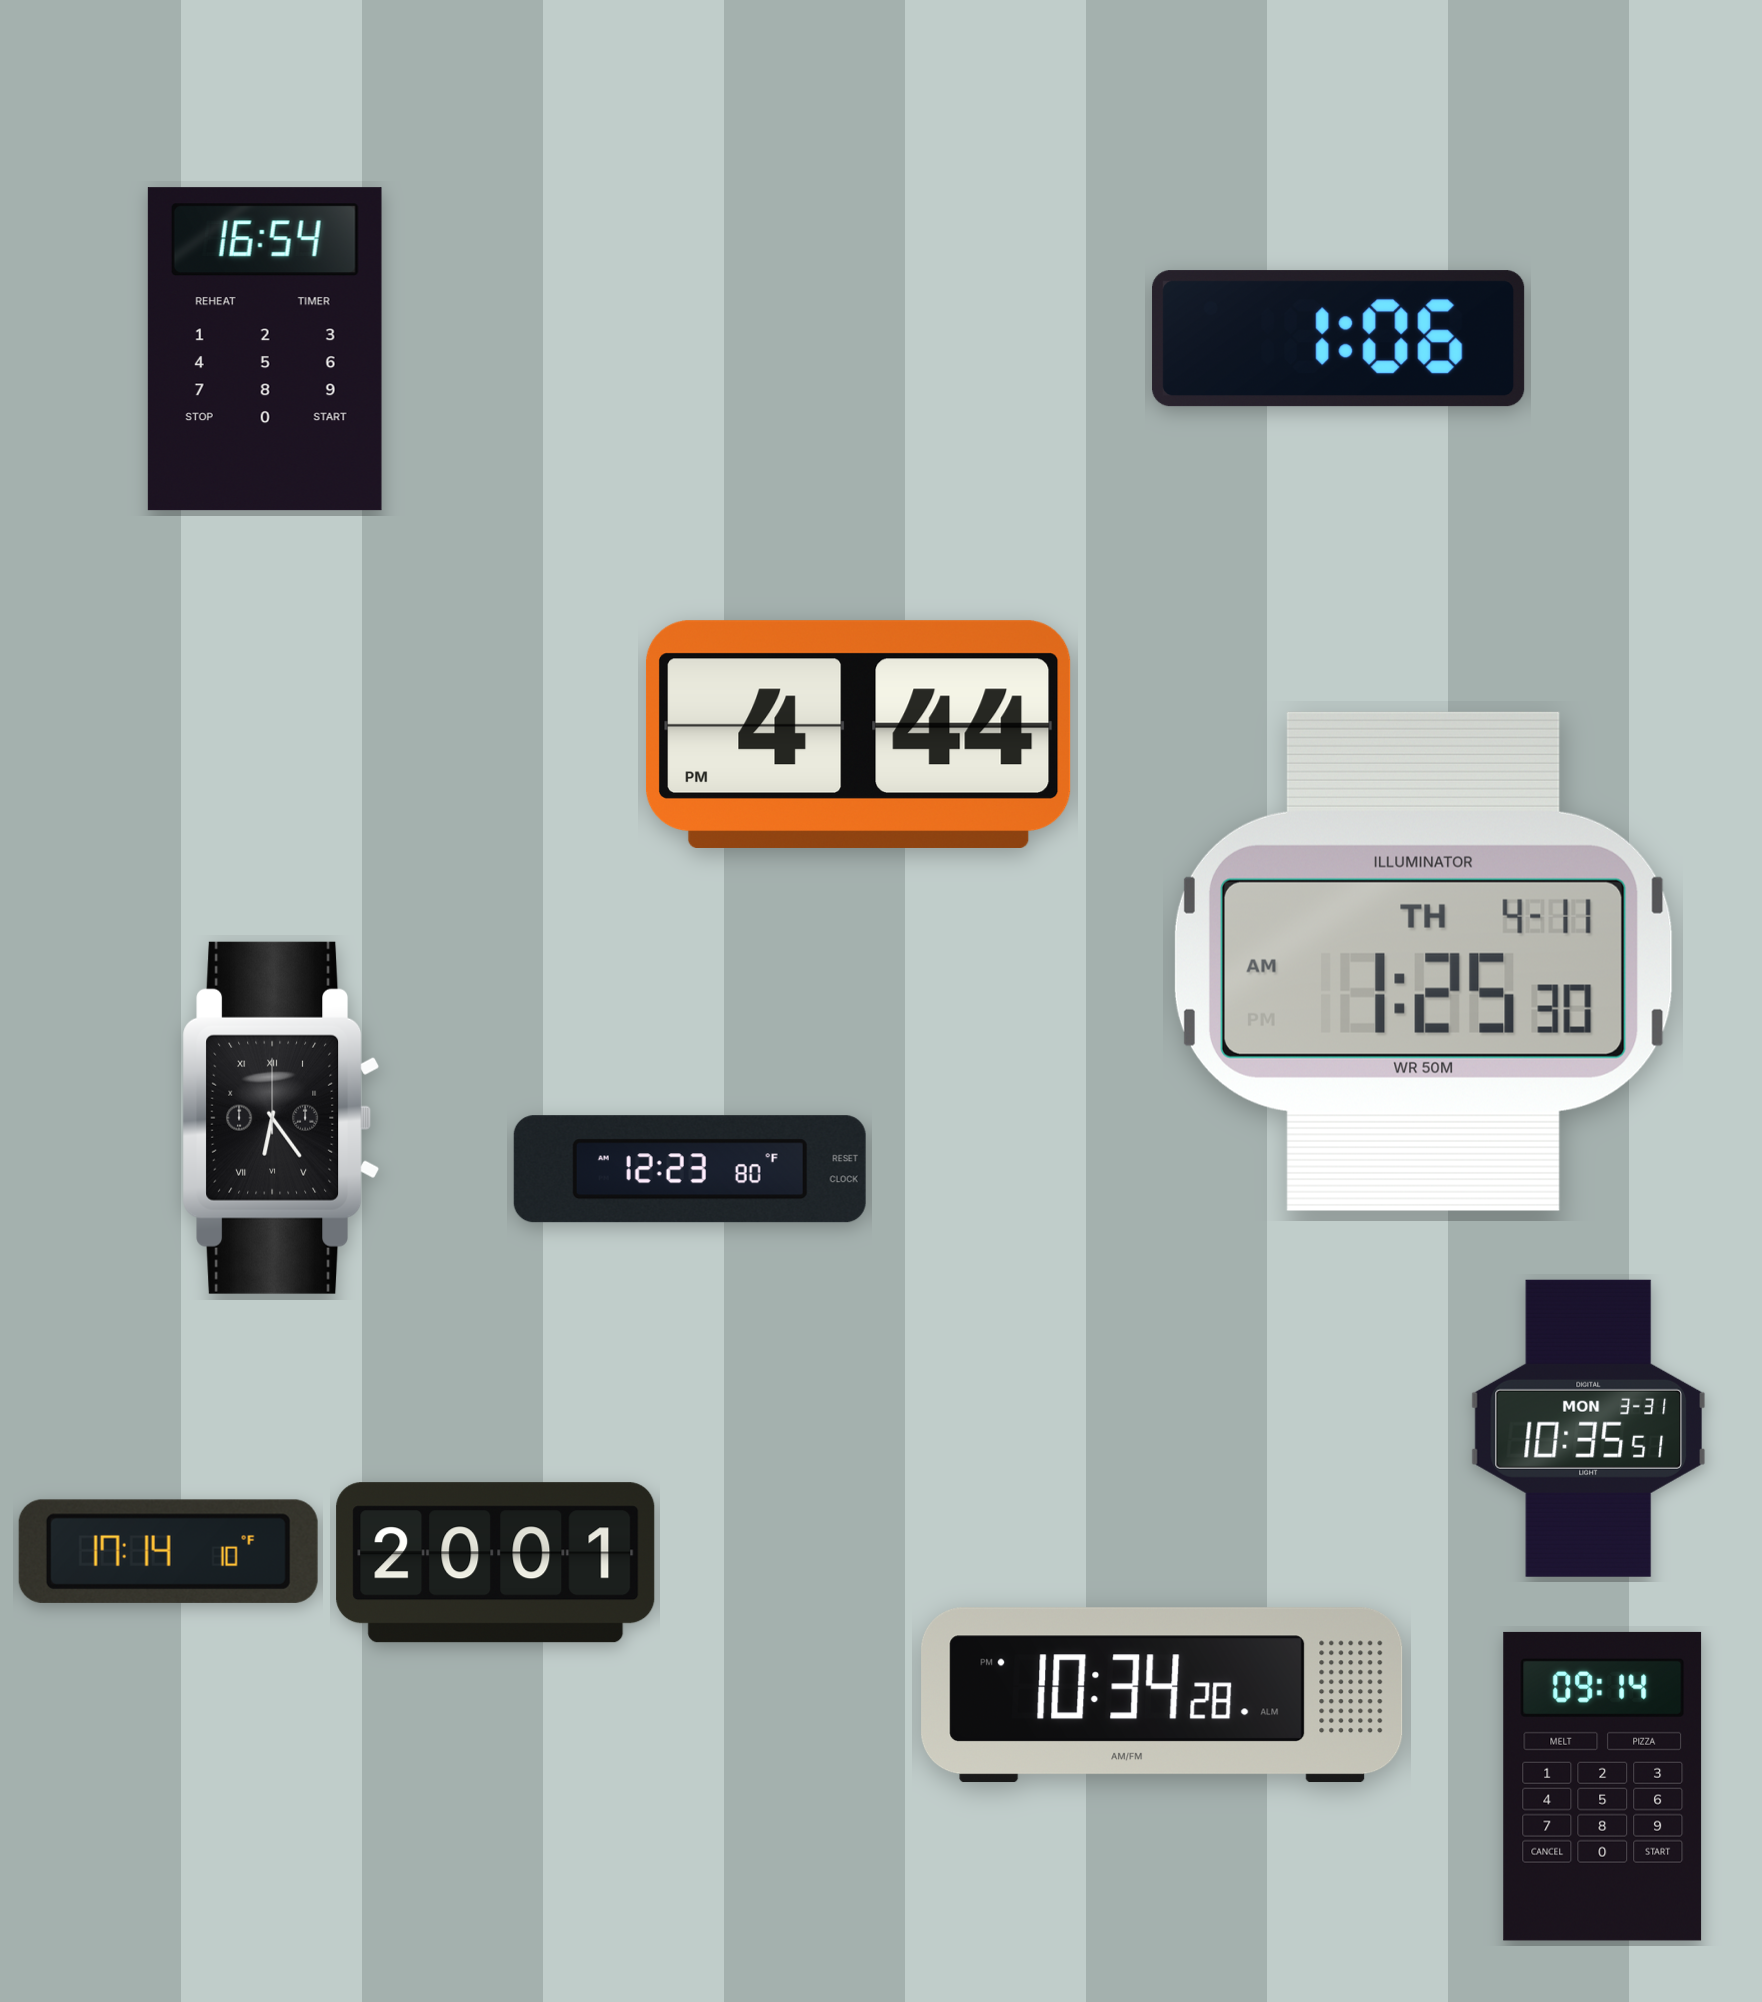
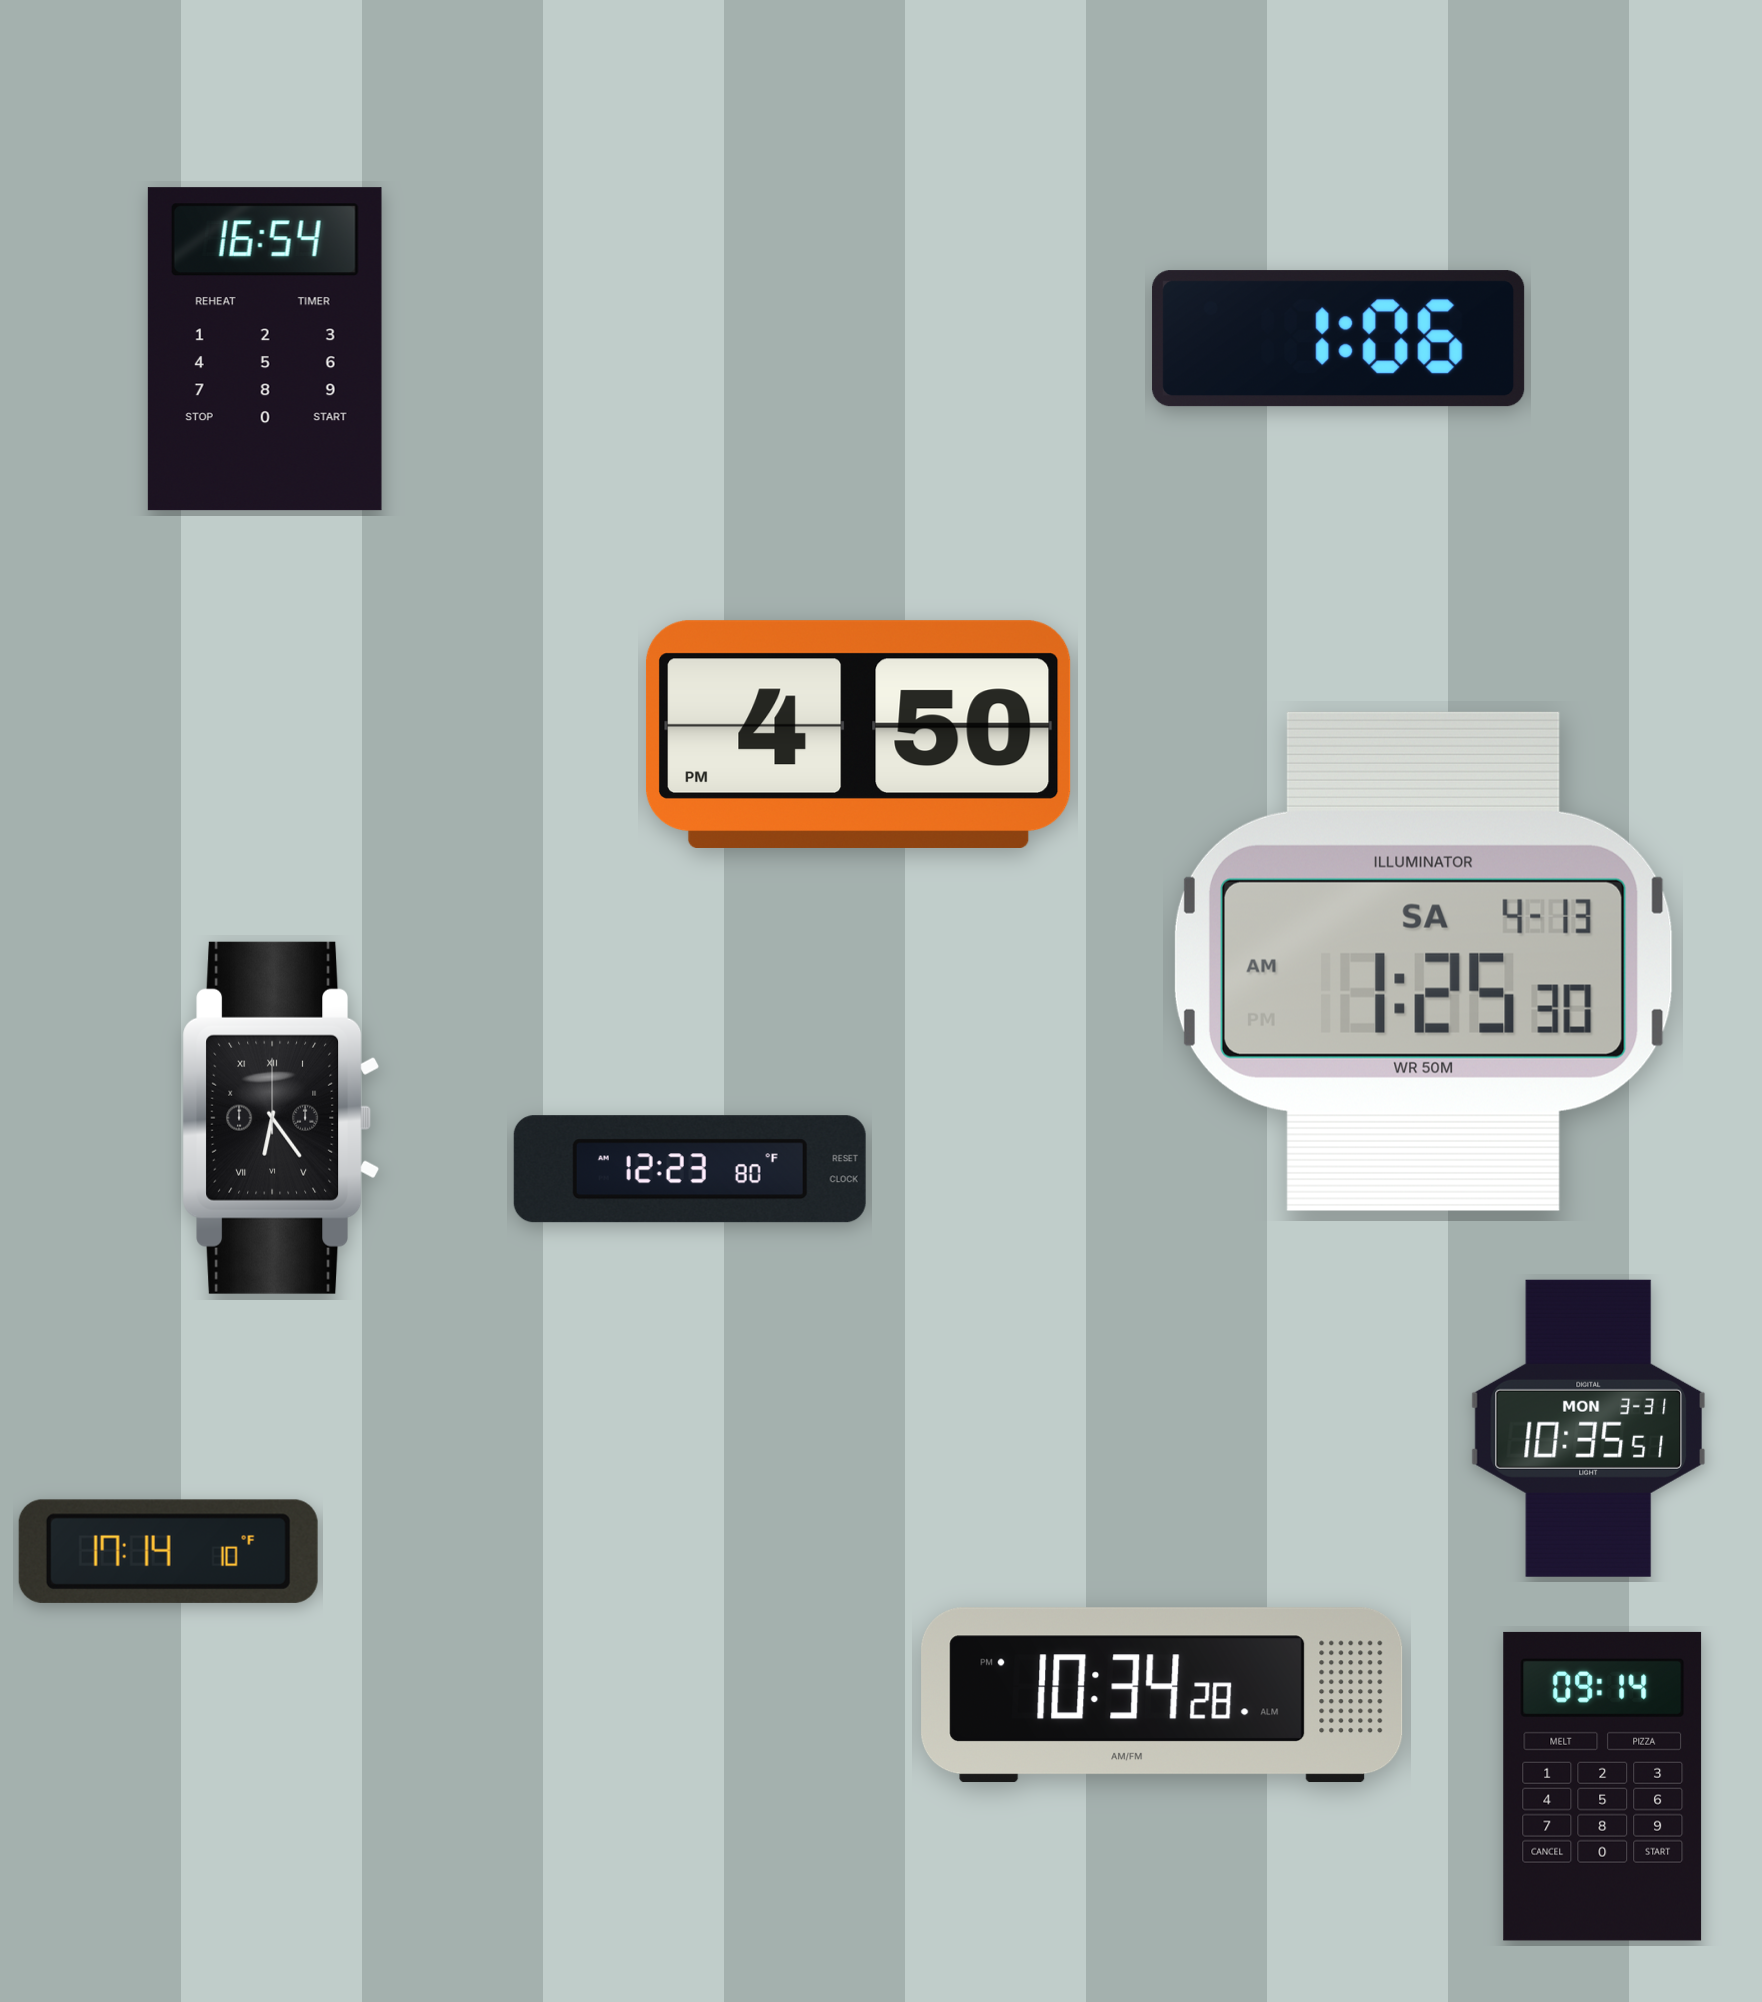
clock at (858, 734): 4:44 -> 4:50
clock at (1423, 961) date: TH 4-11 -> SA 4-13
clock at (496, 1563): 20:01 -> none
